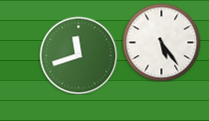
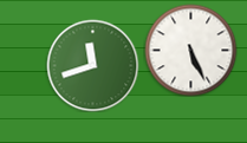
clock at (161, 42): 5:24 -> 5:26
